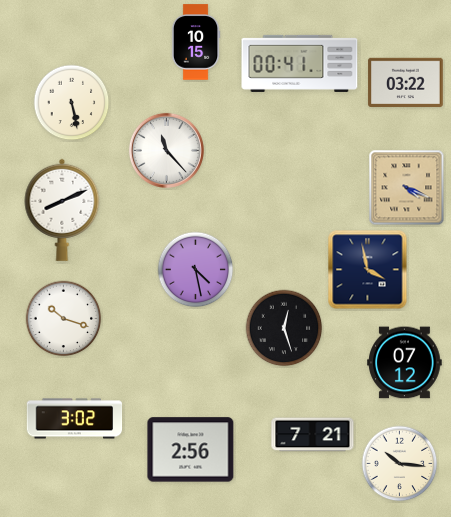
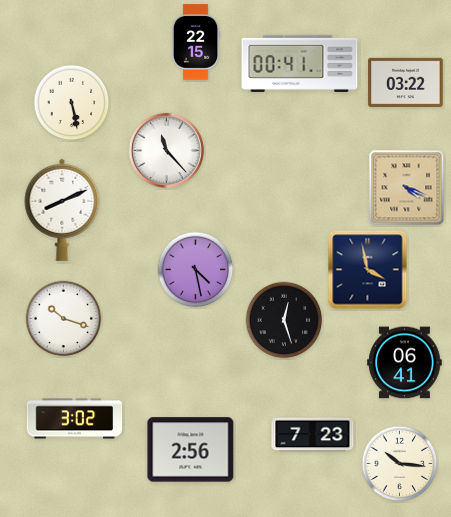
clock at (196, 42): 10:15 -> 22:15
clock at (284, 328) position: (284, 328) -> (284, 320)
clock at (405, 363): 07:12 -> 06:41
clock at (313, 435): 7:21 -> 7:23
